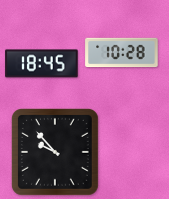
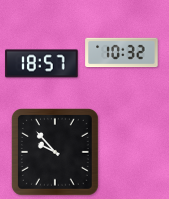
clock at (122, 53): 10:28 -> 10:32
clock at (42, 64): 18:45 -> 18:57
